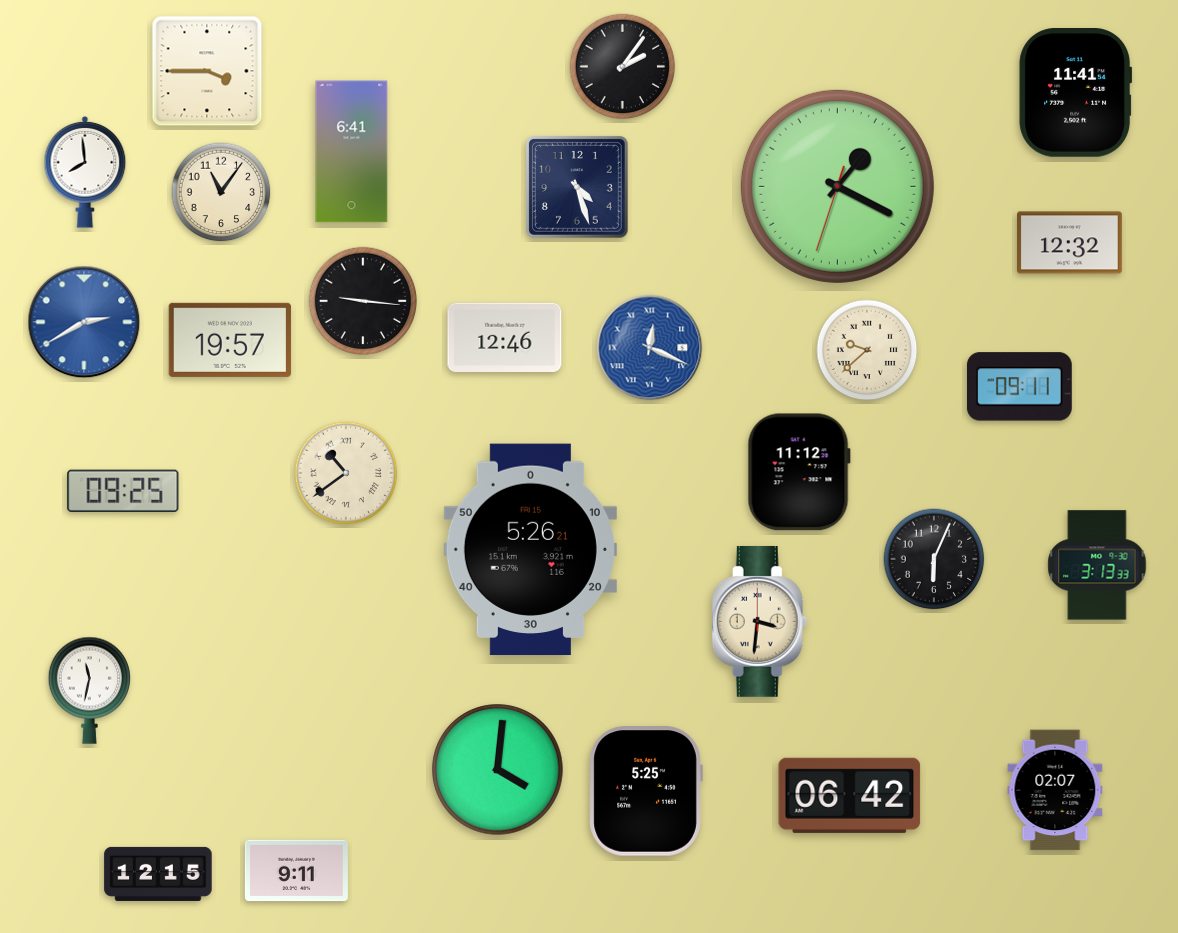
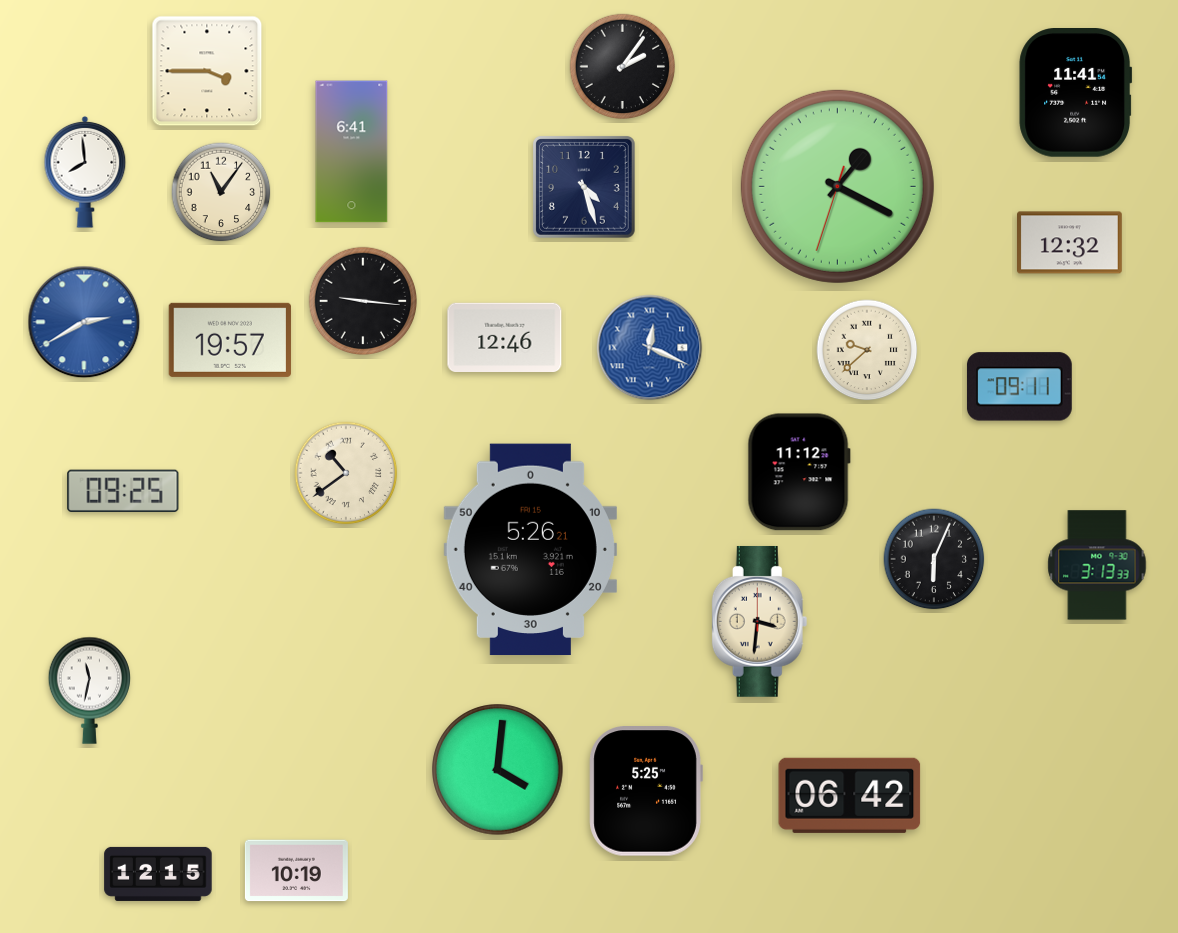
clock at (577, 187) position: (577, 187) -> (584, 187)
clock at (1055, 790): 02:07 -> none
clock at (296, 871): 9:11 -> 10:19
